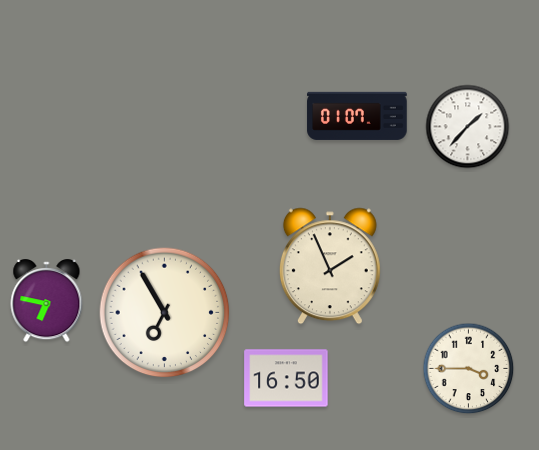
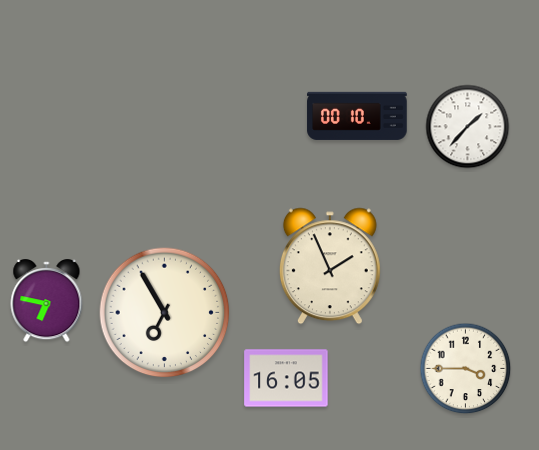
clock at (357, 116): 01:07 -> 00:10
clock at (469, 369) position: (469, 369) -> (466, 369)
clock at (286, 378): 16:50 -> 16:05
